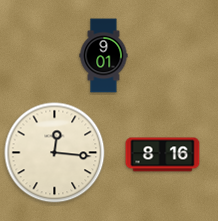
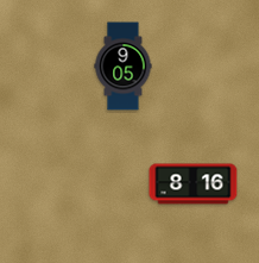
clock at (104, 56): 9:01 -> 9:05
clock at (55, 153): 12:16 -> none
